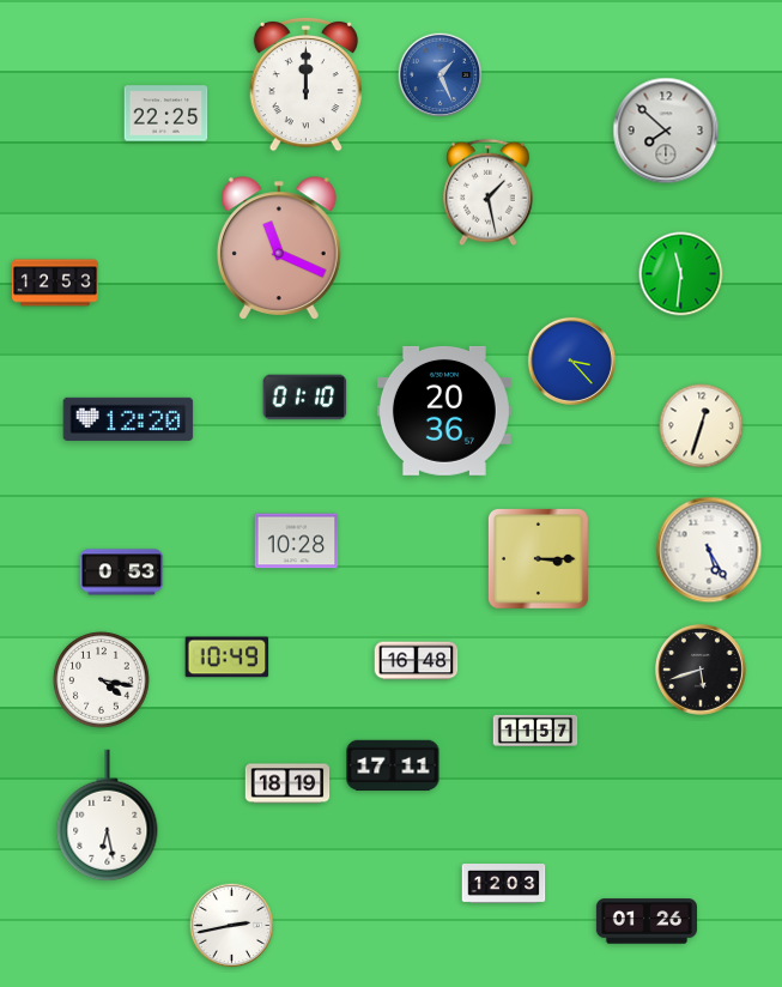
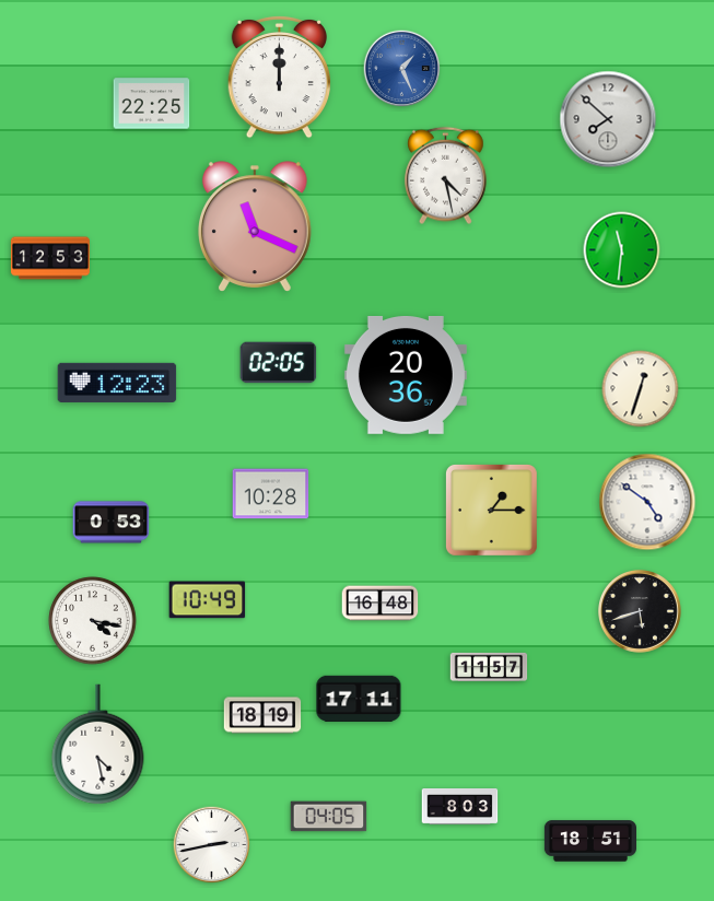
clock at (489, 193): 1:28 -> 4:28
clock at (571, 361): 3:23 -> none
clock at (305, 398): 01:10 -> 02:05
clock at (128, 419): 12:20 -> 12:23
clock at (709, 550): 5:25 -> 4:51
clock at (538, 558): 3:15 -> 1:15
clock at (108, 816): 6:28 -> 4:28
clock at (504, 884): 12:03 -> 8:03
clock at (329, 817): none -> 04:05
clock at (645, 921): 01:26 -> 18:51
